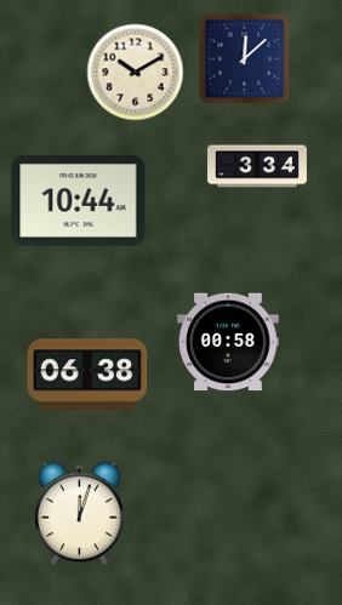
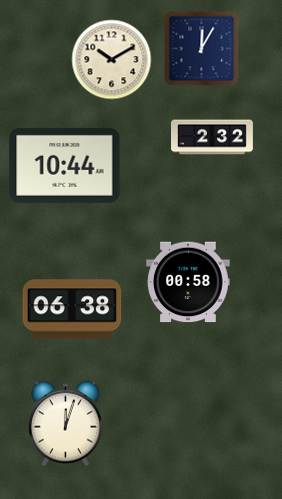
clock at (245, 59): 12:08 -> 12:05
clock at (258, 166): 3:34 -> 2:32
